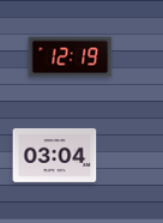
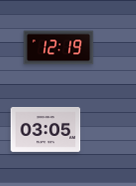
clock at (55, 155): 03:04 -> 03:05
